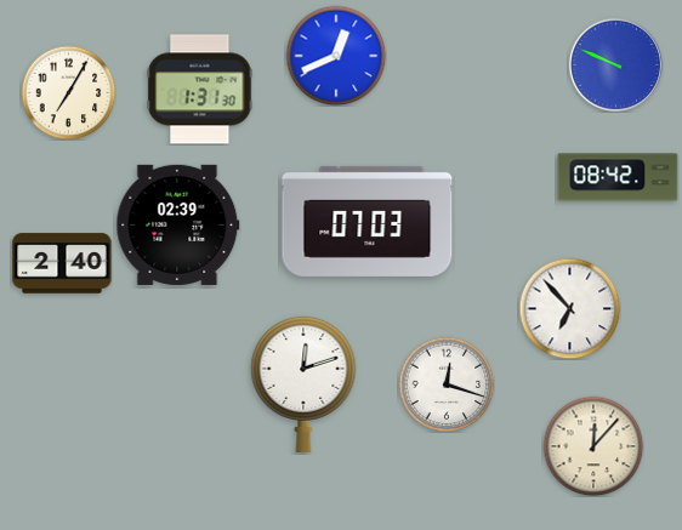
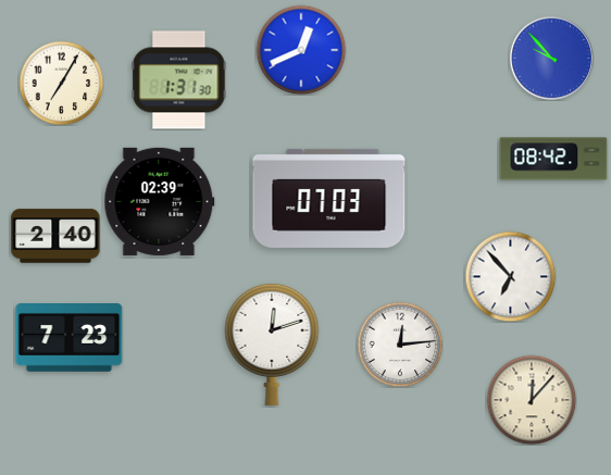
clock at (615, 64): 9:49 -> 9:53
clock at (70, 338): none -> 7:23
clock at (447, 384): 12:18 -> 12:14
